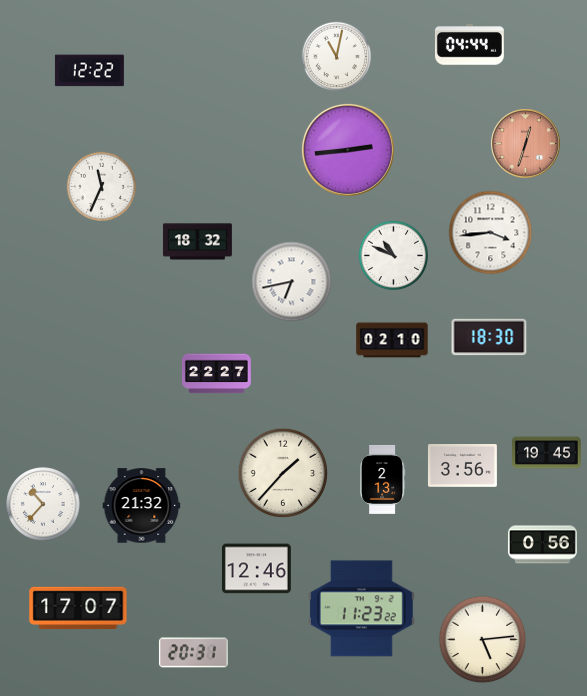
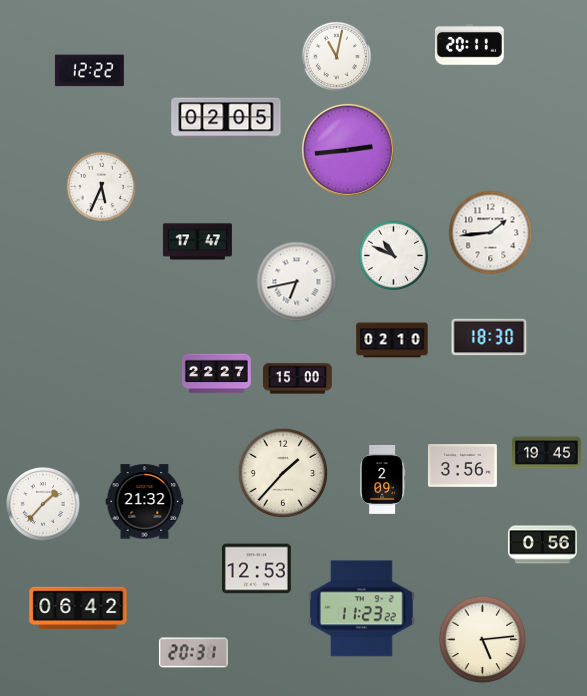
clock at (469, 45): 04:44 -> 20:11
clock at (226, 118): none -> 02:05
clock at (526, 144): 12:33 -> none
clock at (102, 187): 11:34 -> 5:34
clock at (491, 233): 3:44 -> 1:44
clock at (198, 242): 18:32 -> 17:47
clock at (292, 282) position: (292, 282) -> (297, 282)
clock at (298, 379): none -> 15:00
clock at (383, 480): 2:13 -> 2:09
clock at (43, 504): 10:37 -> 1:37
clock at (142, 506) position: (142, 506) -> (145, 502)
clock at (256, 569): 12:46 -> 12:53
clock at (78, 607): 17:07 -> 06:42
